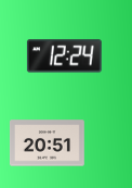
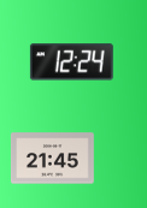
clock at (47, 143): 20:51 -> 21:45
